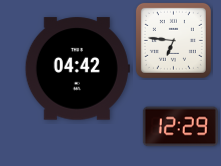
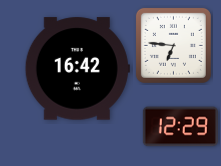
clock at (173, 40) position: (173, 40) -> (173, 45)
clock at (77, 69): 04:42 -> 16:42
